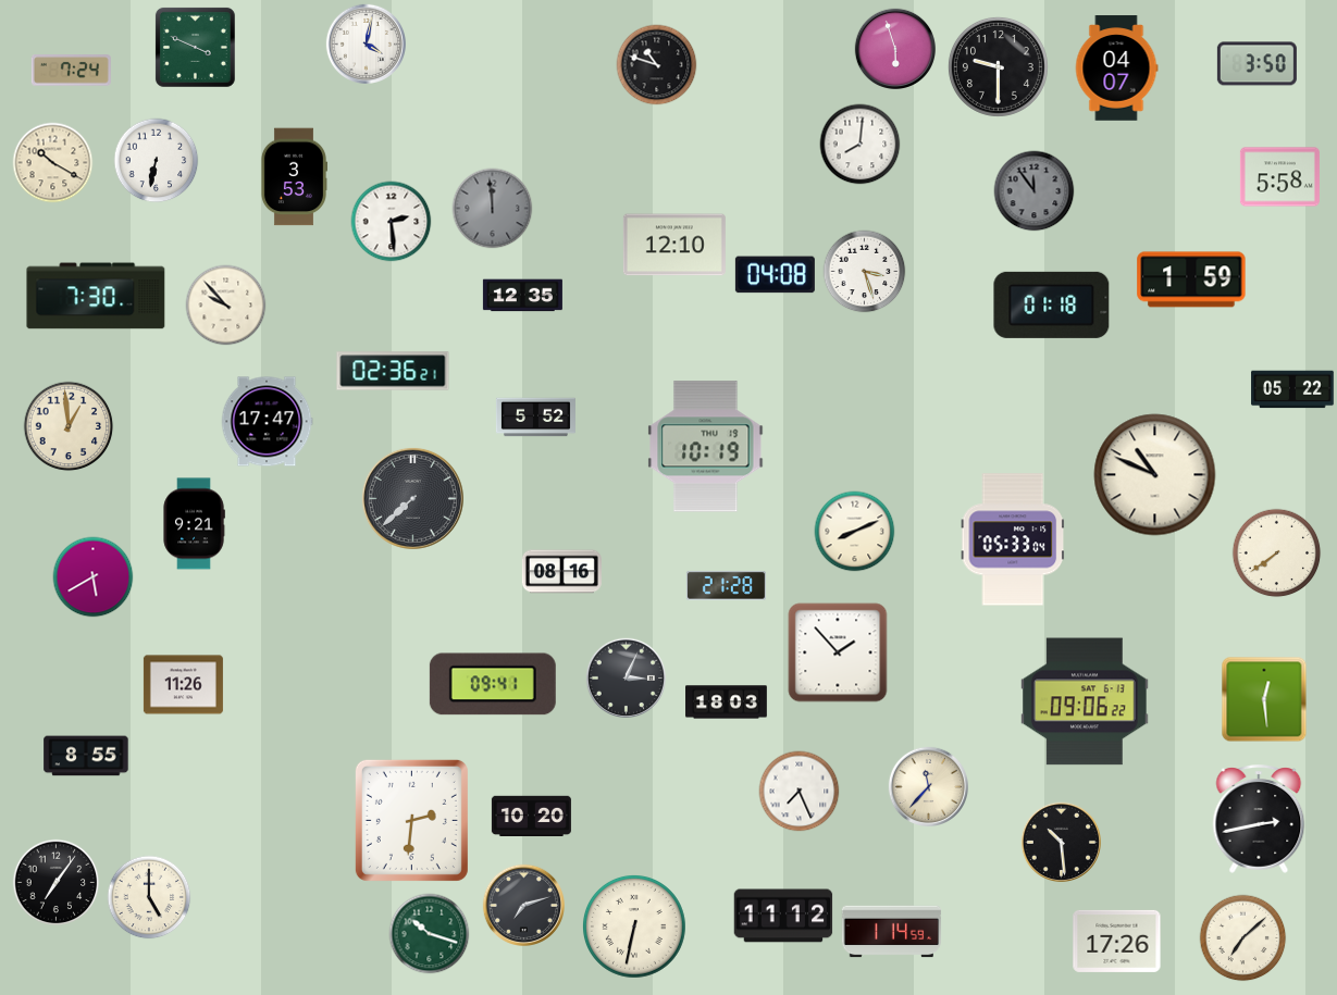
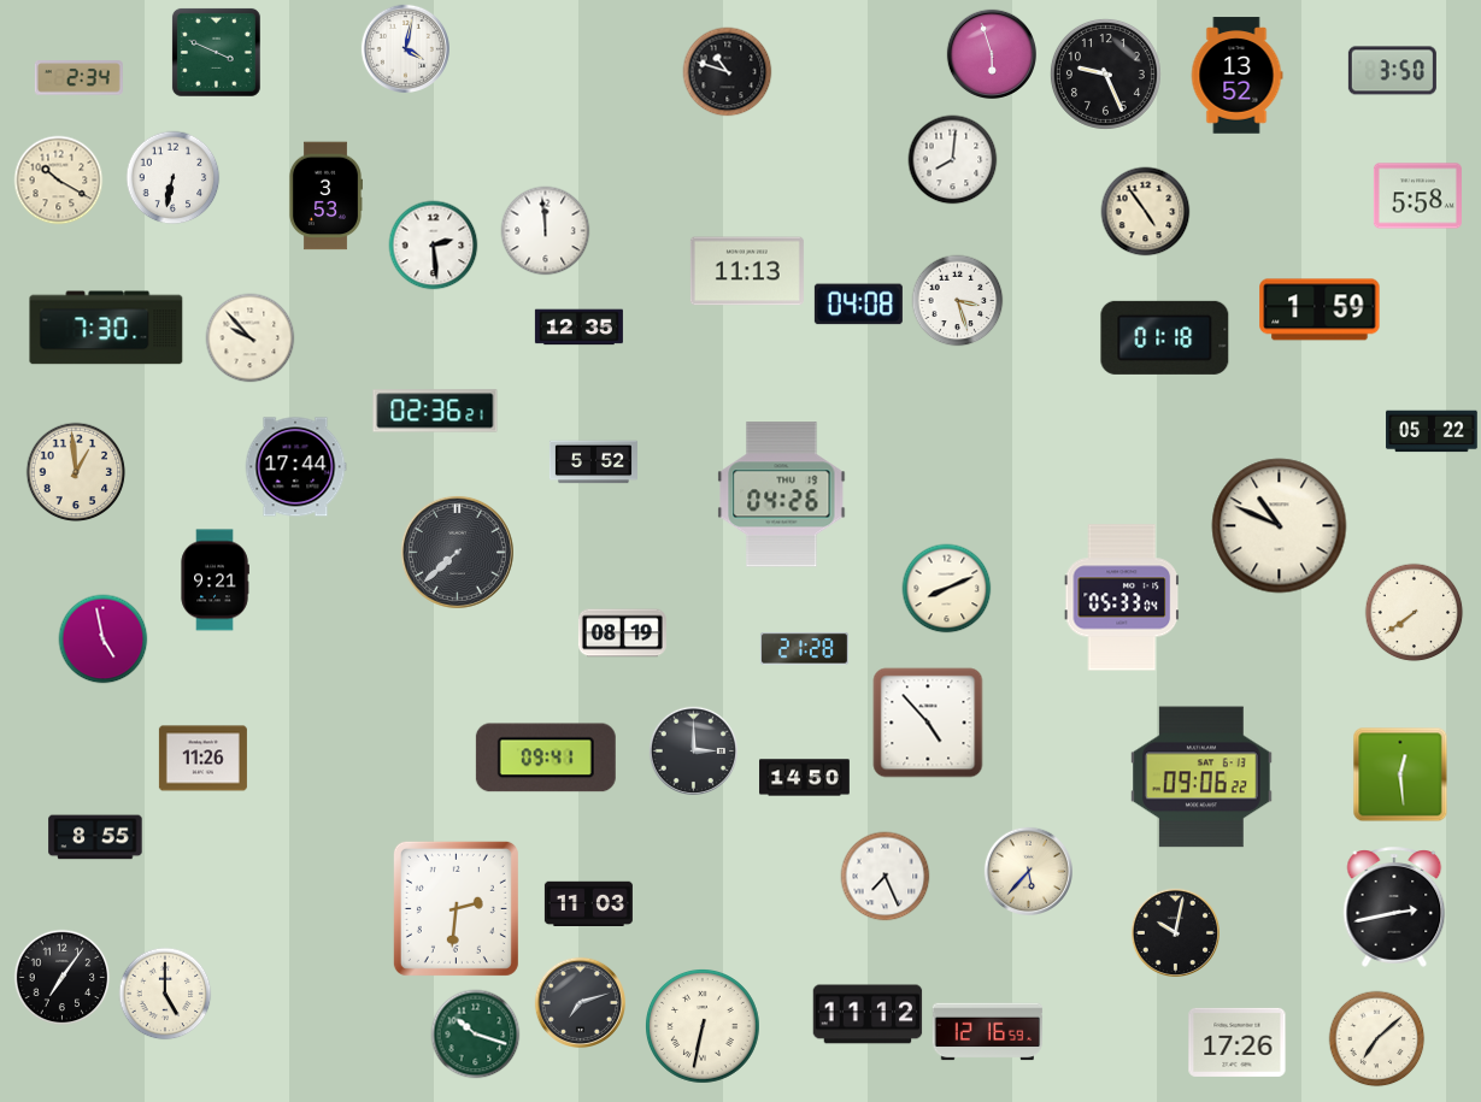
clock at (998, 66): 9:30 -> 9:26
clock at (1116, 69): 04:07 -> 13:52
clock at (71, 71): 7:24 -> 2:34
clock at (1035, 191): 11:54 -> 4:54
clock at (1035, 191) dial: grey -> cream
clock at (493, 209) dial: grey -> white
clock at (674, 245): 12:10 -> 11:13
clock at (267, 422): 17:47 -> 17:44
clock at (706, 447): 10:19 -> 04:26
clock at (561, 572): 08:16 -> 08:19
clock at (94, 577): 5:40 -> 4:58
clock at (838, 652): 1:53 -> 4:53
clock at (626, 677): 3:04 -> 3:00
clock at (727, 702): 18:03 -> 14:50
clock at (928, 786): 11:37 -> 5:37
clock at (531, 817): 10:20 -> 11:03
clock at (1061, 842): 10:29 -> 10:02
clock at (892, 932): 1:14 -> 12:16
